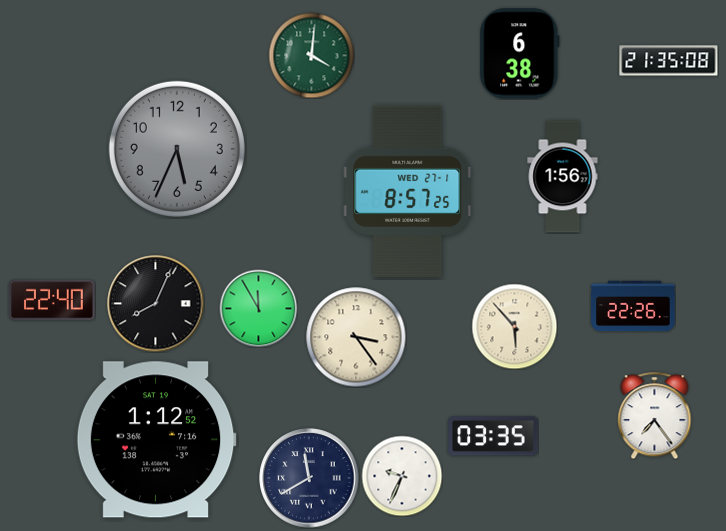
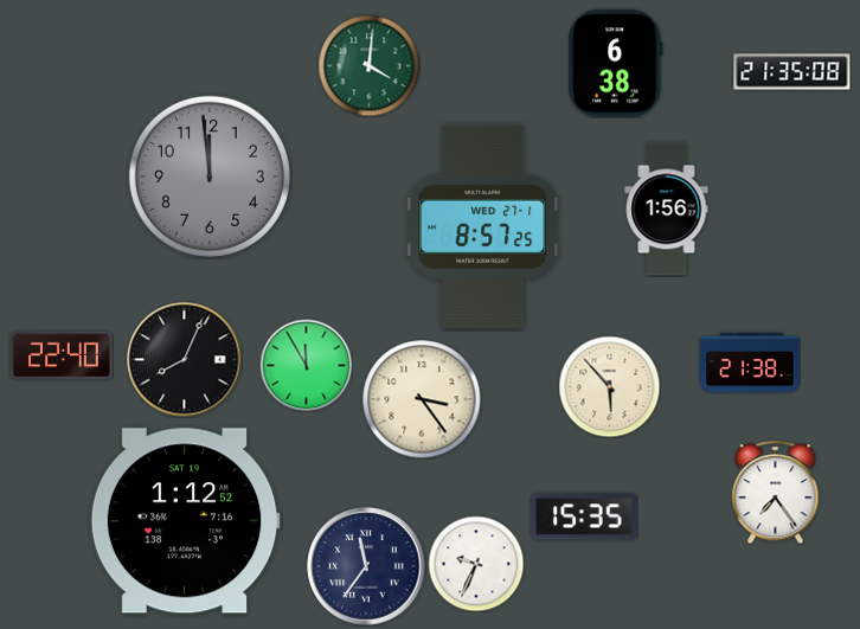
clock at (177, 149): 5:34 -> 11:59
clock at (633, 306): 22:26 -> 21:38
clock at (493, 436): 03:35 -> 15:35
clock at (309, 478): 11:40 -> 11:36
